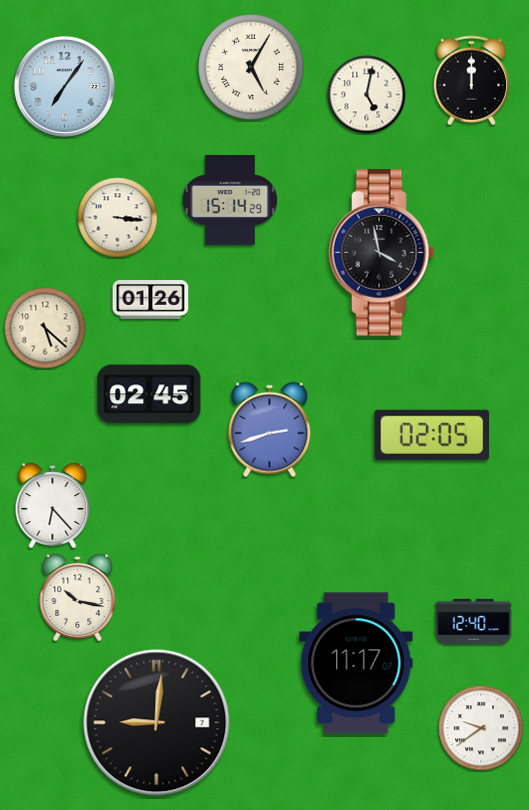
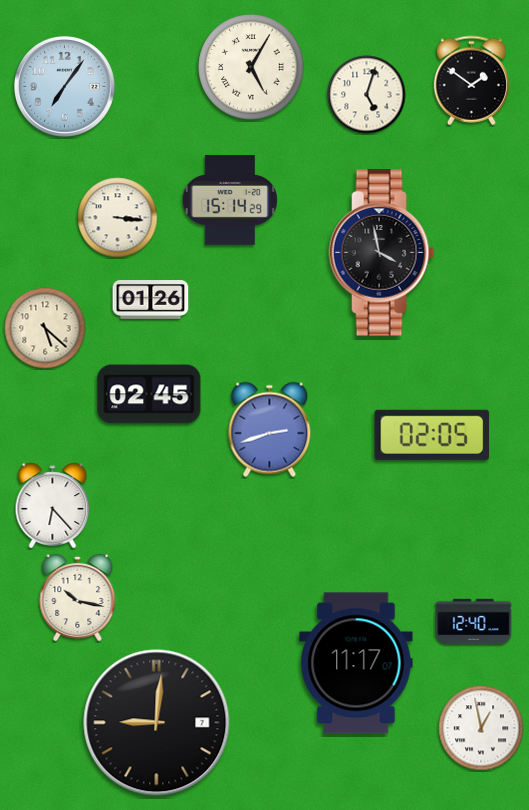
clock at (471, 81): 12:00 -> 1:51
clock at (367, 95): 5:02 -> 5:03
clock at (481, 728): 9:39 -> 12:58
